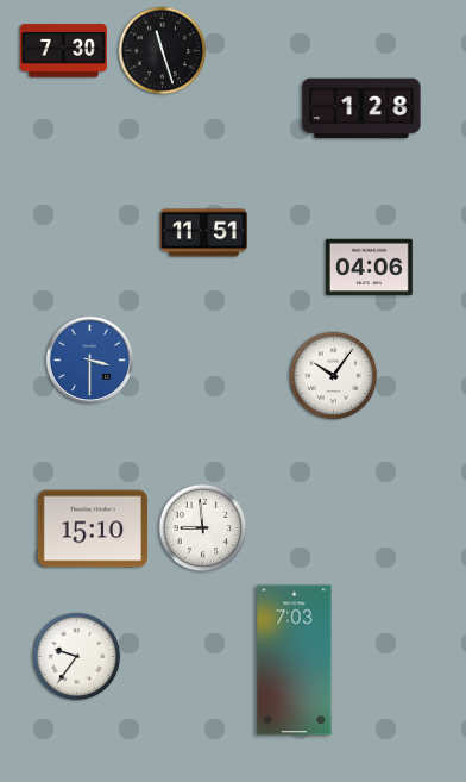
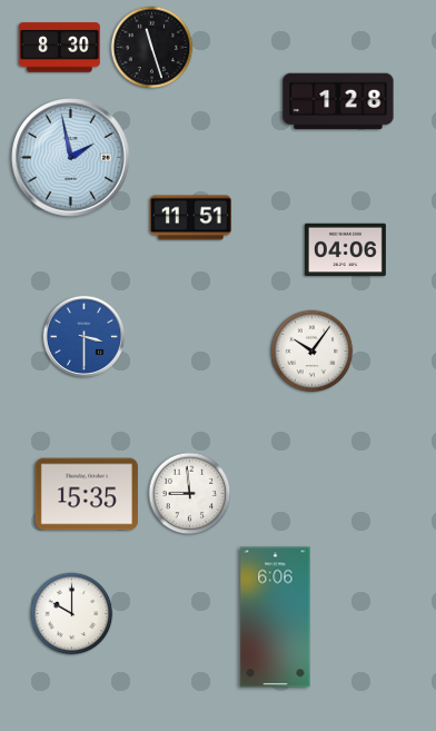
clock at (63, 51): 7:30 -> 8:30
clock at (71, 158): none -> 1:58
clock at (93, 528): 15:10 -> 15:35
clock at (77, 657): 9:36 -> 10:00
clock at (295, 661): 7:03 -> 6:06
